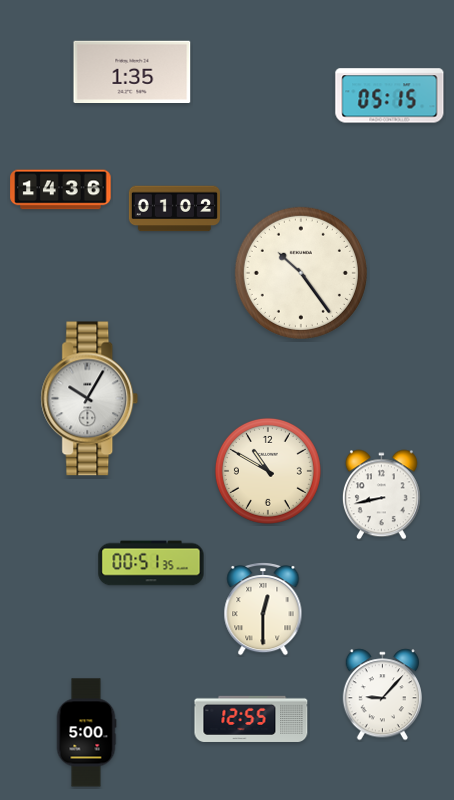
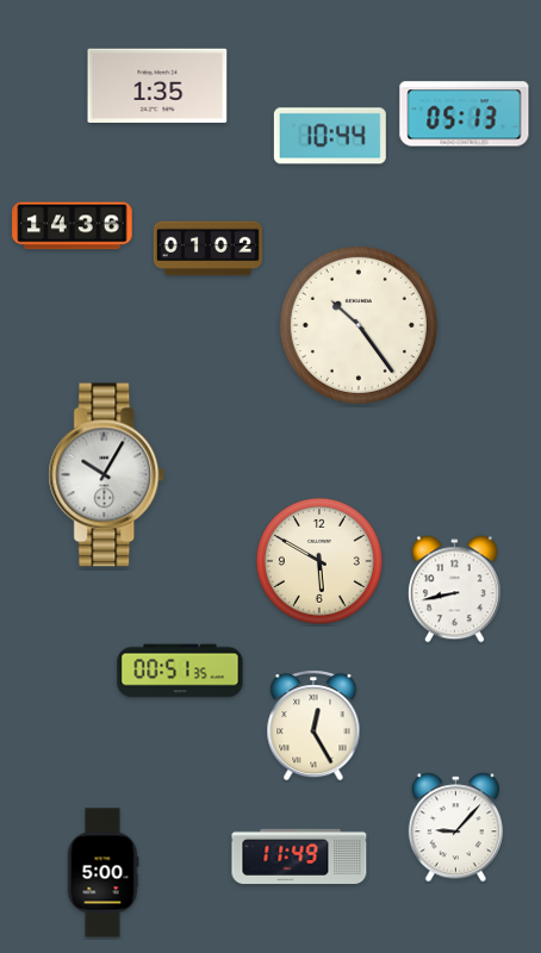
clock at (390, 96): 05:15 -> 05:13
clock at (330, 136): none -> 10:44
clock at (268, 471): 10:50 -> 5:50
clock at (263, 610): 12:30 -> 12:25
clock at (251, 719): 12:55 -> 11:49
